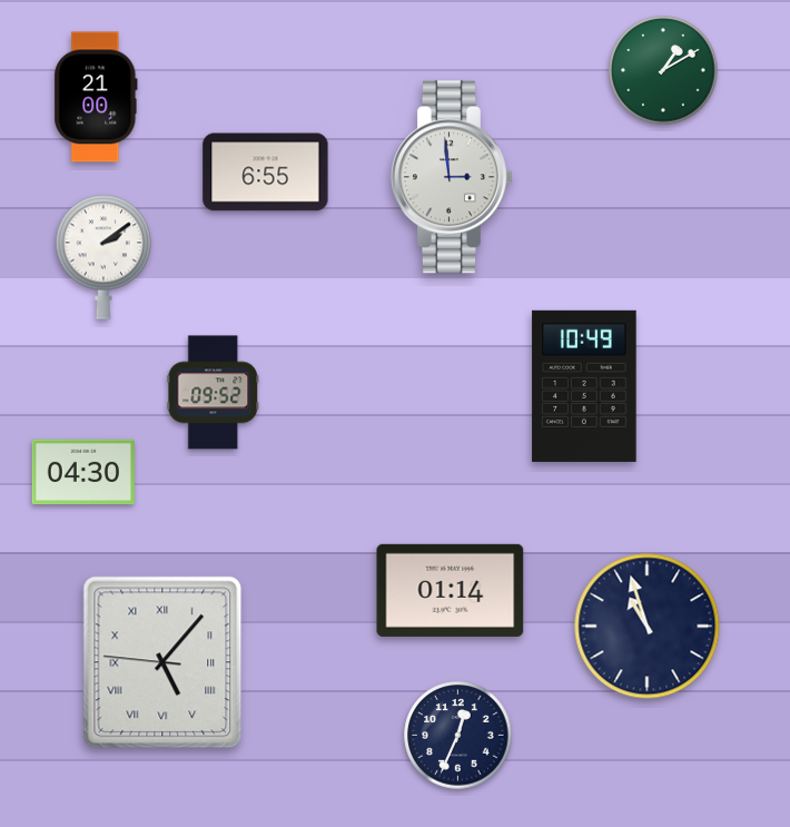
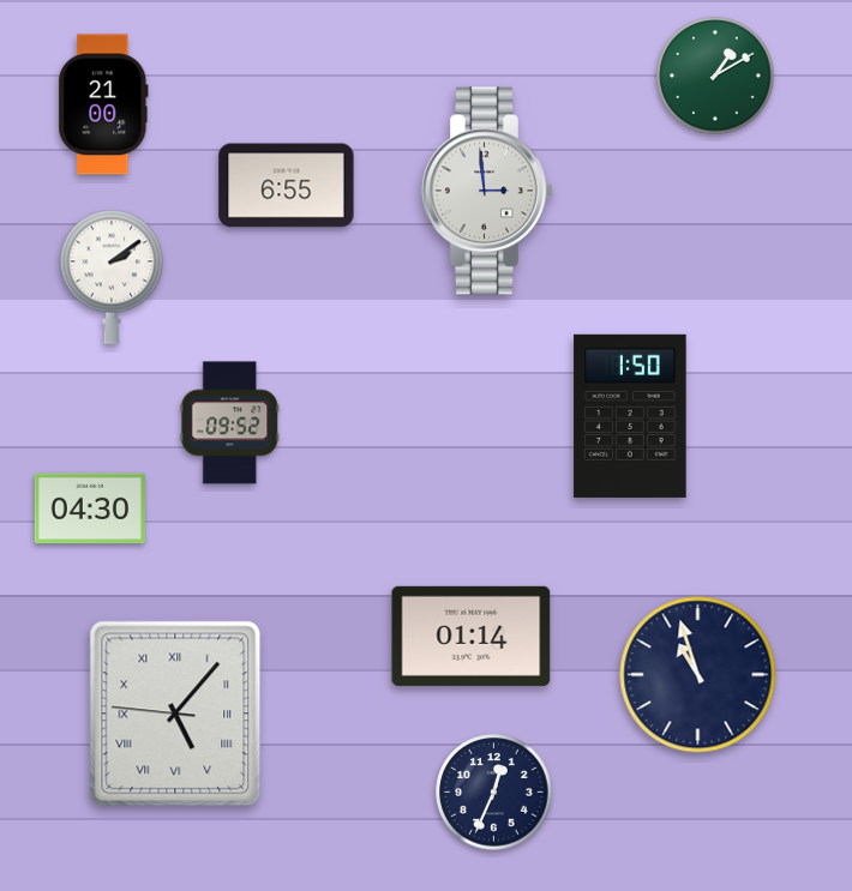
clock at (584, 386): 10:49 -> 1:50
clock at (451, 590) position: (451, 590) -> (472, 636)
